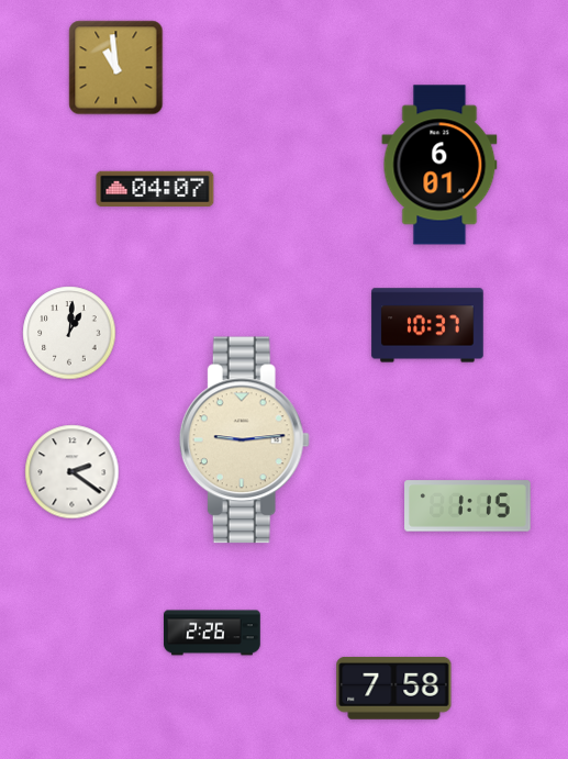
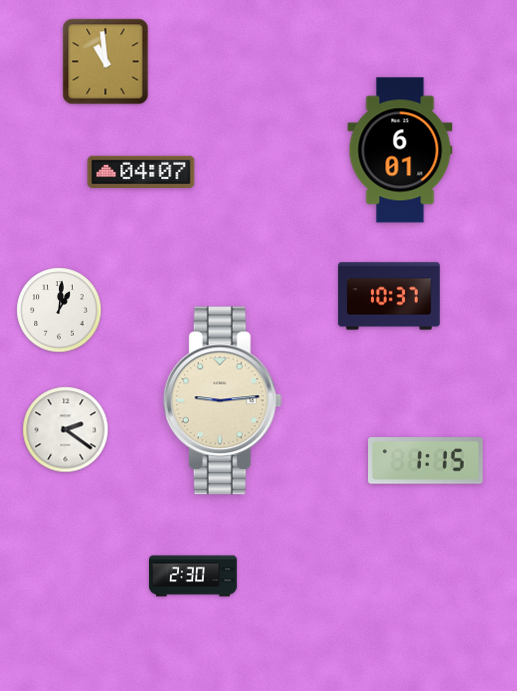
clock at (69, 333) position: (69, 333) -> (59, 310)
clock at (212, 633): 2:26 -> 2:30
clock at (394, 688): 7:58 -> none
